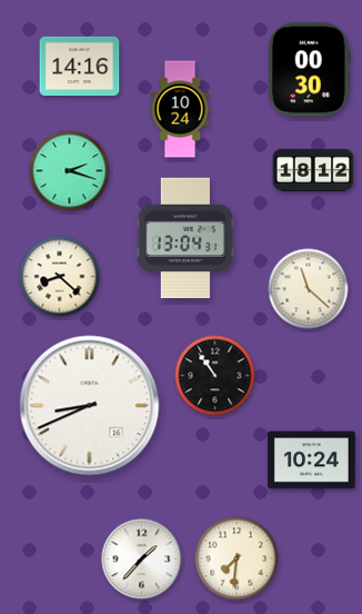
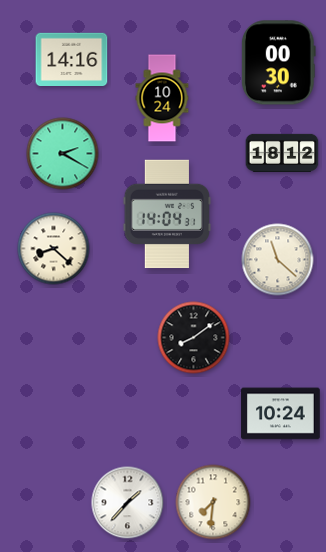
clock at (70, 171): 2:18 -> 2:20
clock at (185, 238): 13:04 -> 14:04
clock at (215, 376): 10:54 -> 8:09
clock at (90, 406): 8:41 -> none
